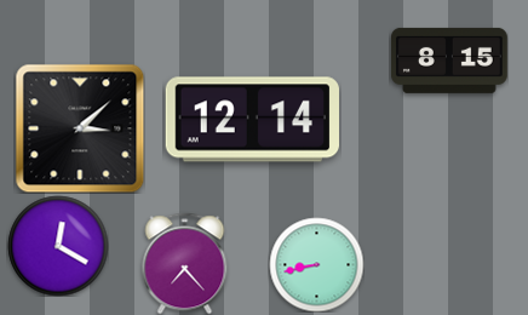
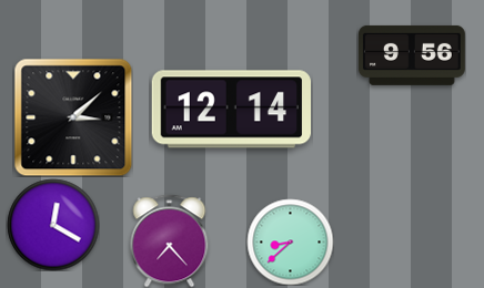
clock at (449, 61): 8:15 -> 9:56
clock at (316, 264): 8:43 -> 8:38
